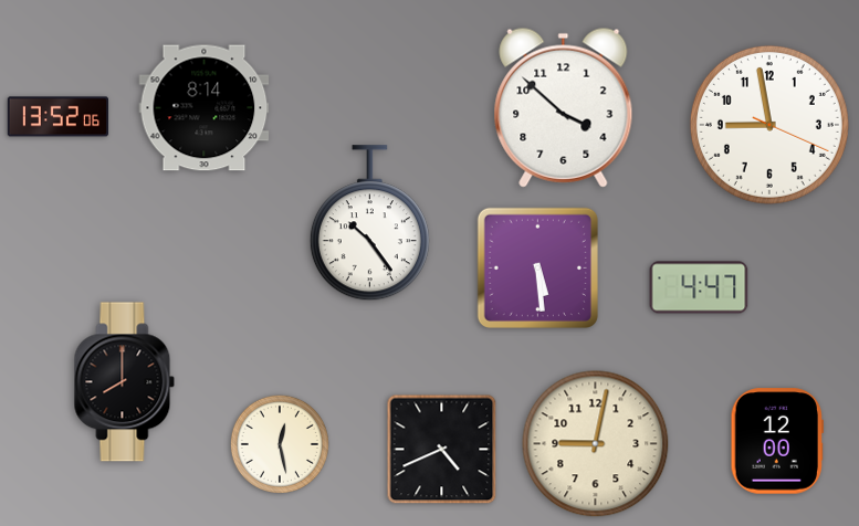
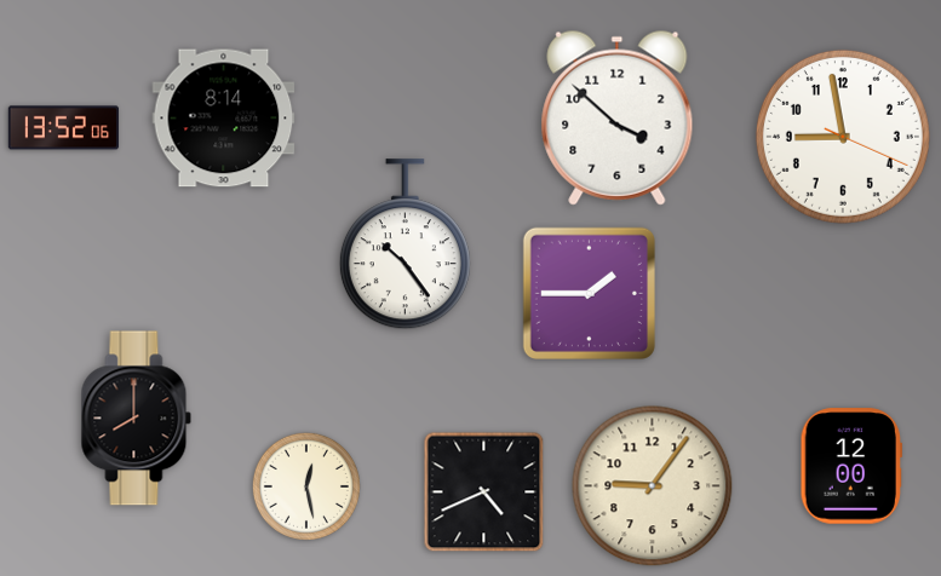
clock at (537, 267): 5:29 -> 1:45
clock at (699, 287): 4:47 -> none
clock at (776, 441) position: (776, 441) -> (850, 466)
clock at (596, 444): 9:02 -> 9:06
